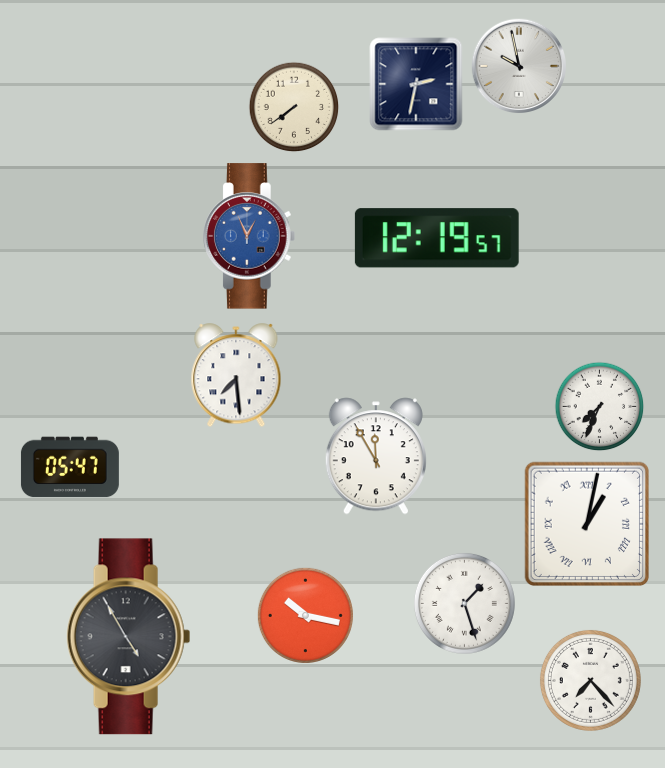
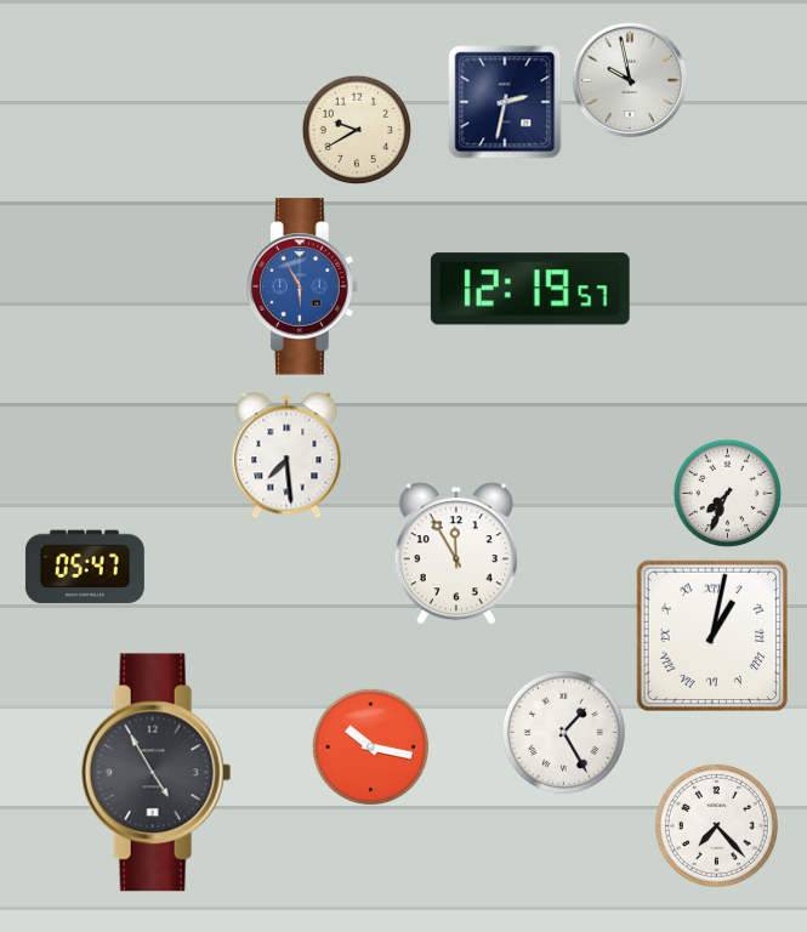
clock at (294, 107): 7:39 -> 9:40
clock at (249, 236): 12:56 -> 5:55
clock at (464, 603): 1:27 -> 1:25
